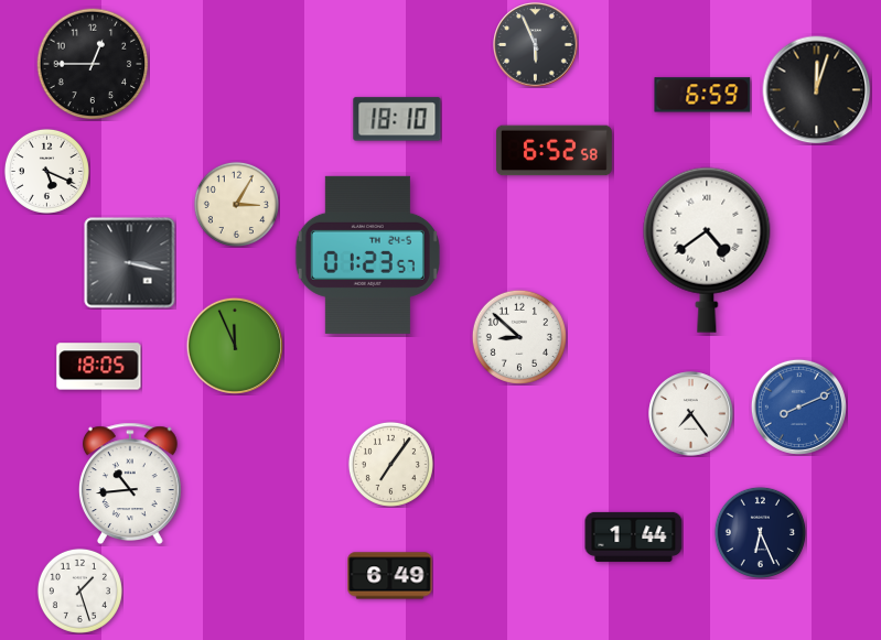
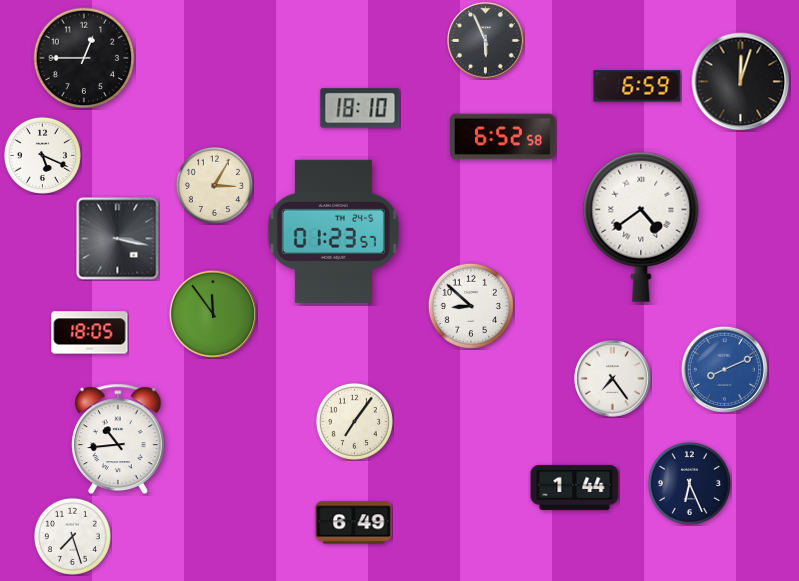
clock at (235, 346): 11:56 -> 11:54
clock at (691, 414) position: (691, 414) -> (613, 379)
clock at (79, 590): 1:27 -> 7:27
